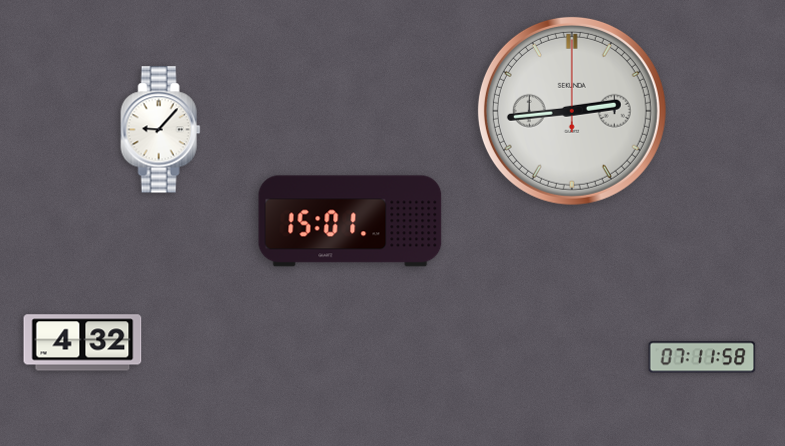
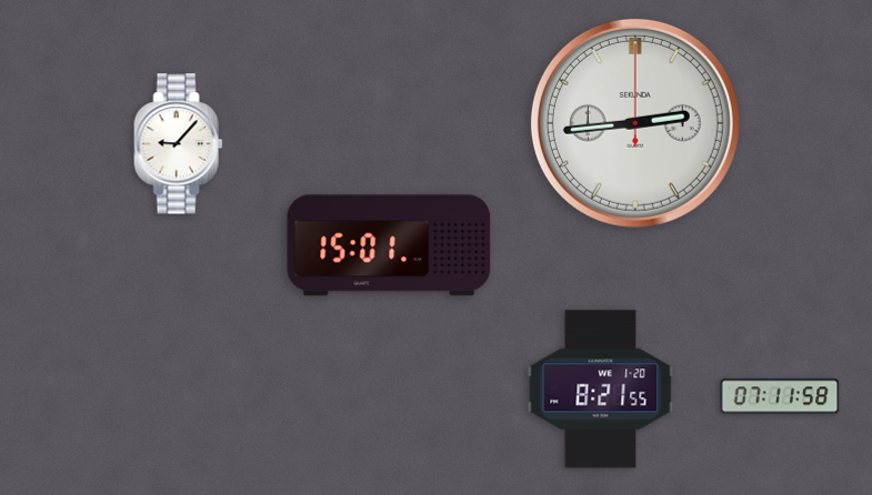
clock at (83, 343): 4:32 -> none
clock at (601, 390): none -> 8:21
